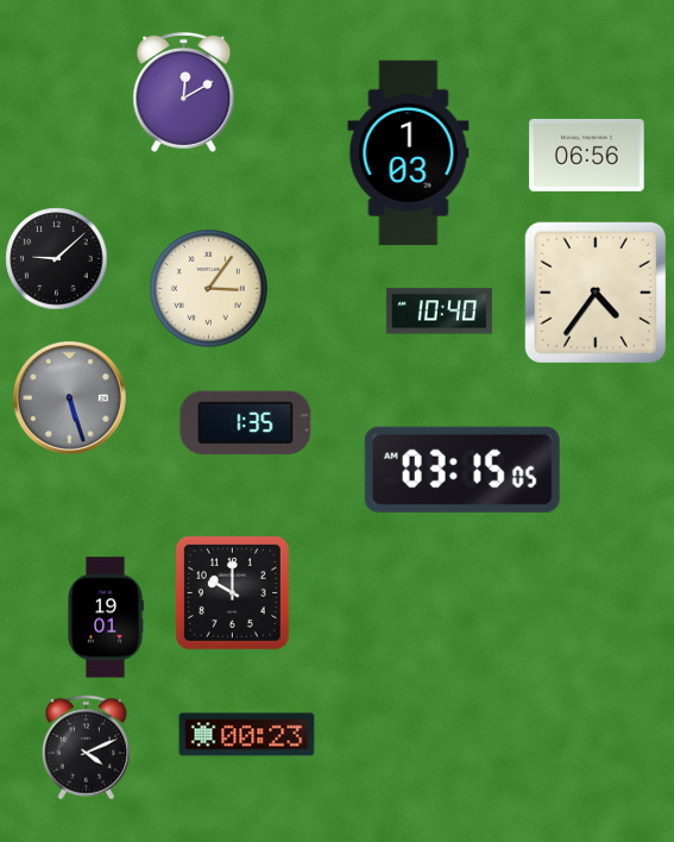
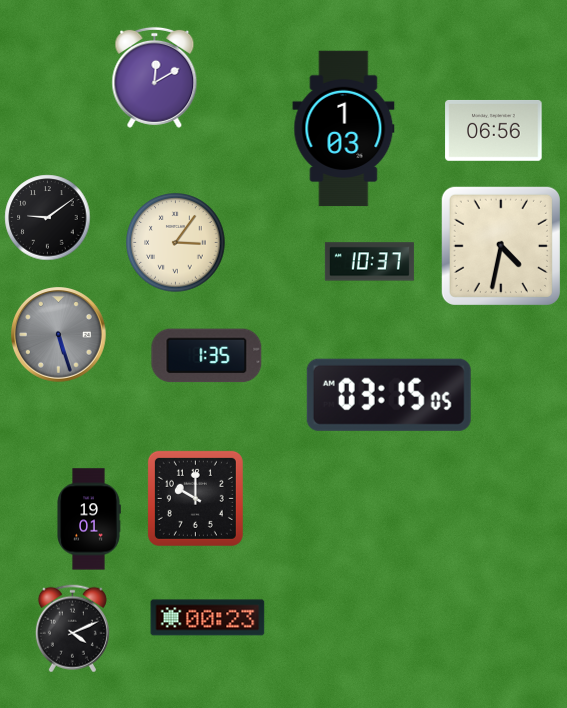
clock at (57, 259): 9:08 -> 9:09
clock at (596, 293): 4:36 -> 4:32
clock at (439, 312): 10:40 -> 10:37
